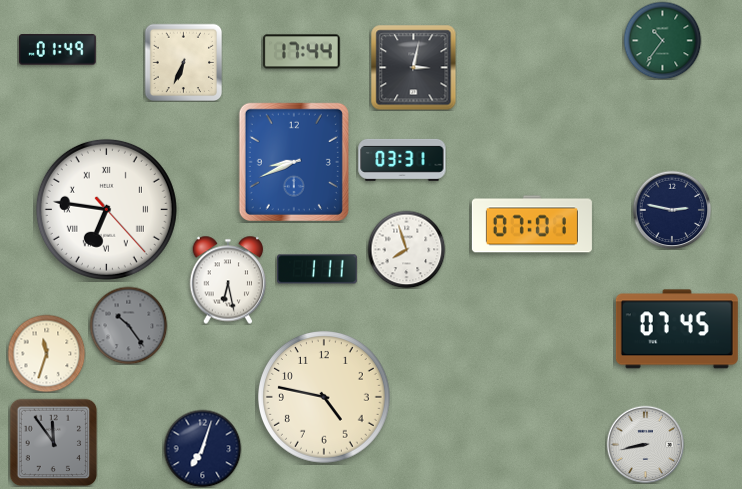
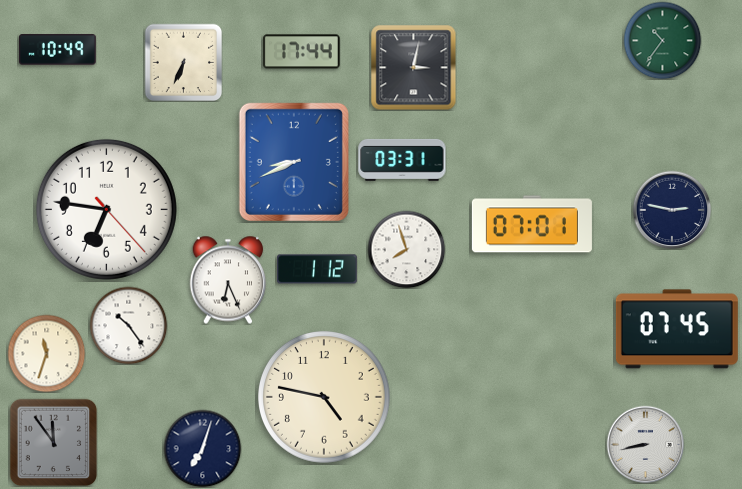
clock at (57, 50): 01:49 -> 10:49
clock at (106, 209) numerals: Roman -> Arabic
clock at (317, 269): 1:11 -> 1:12
clock at (228, 280): 6:28 -> 6:26
clock at (128, 325) dial: grey -> white
